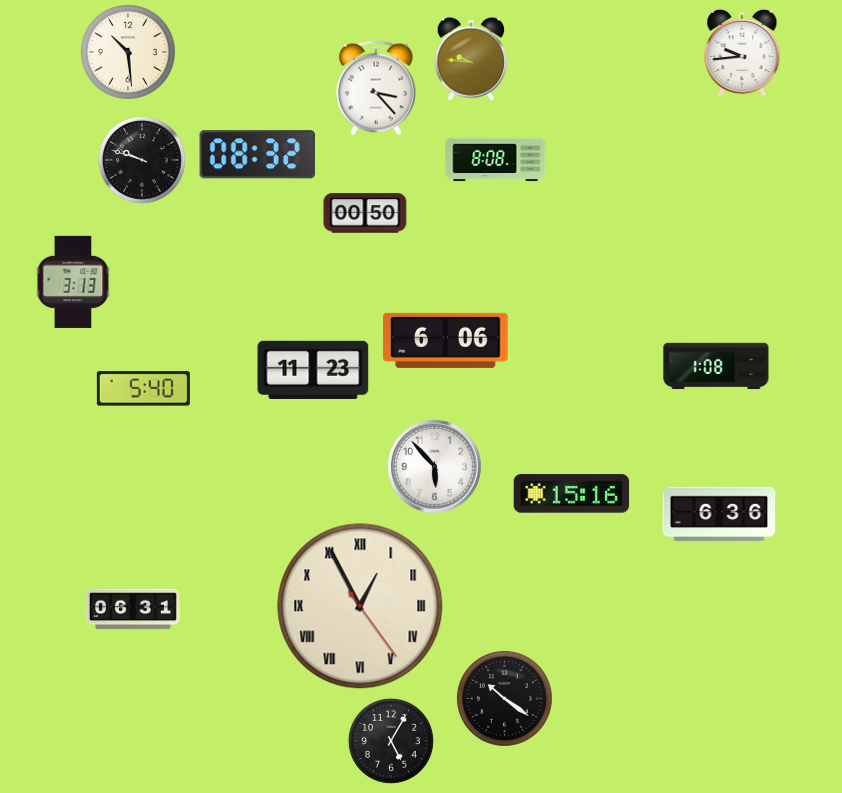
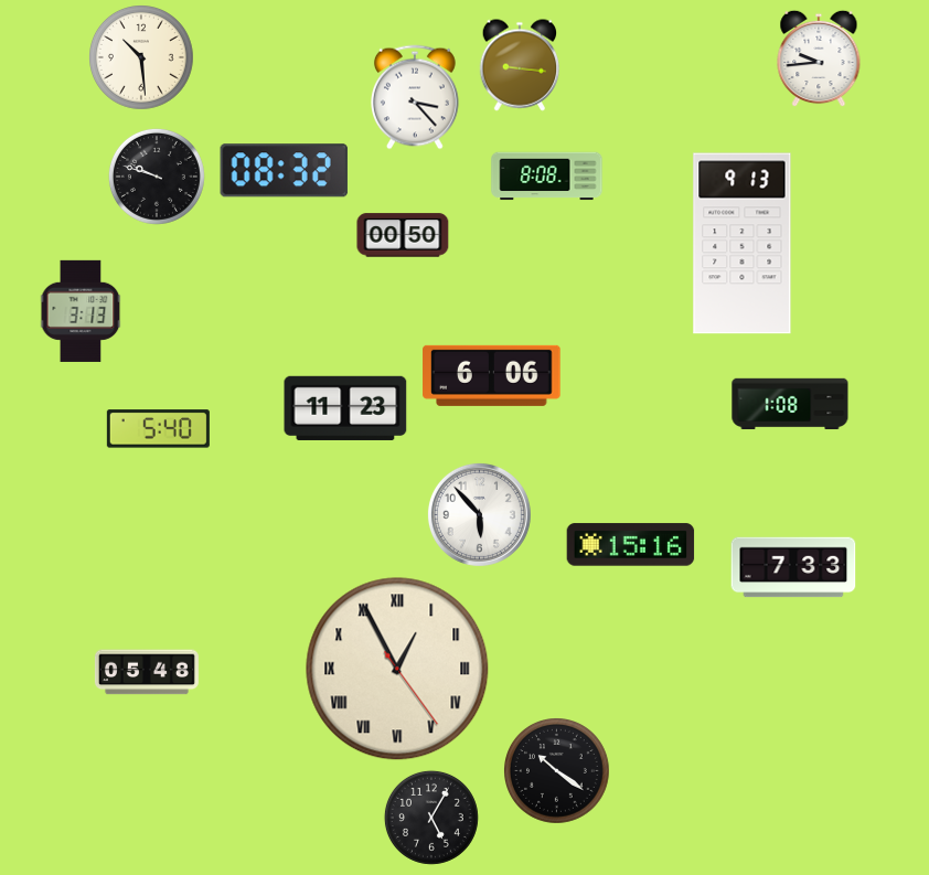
clock at (471, 59): 9:46 -> 9:16
clock at (743, 244): none -> 9:13
clock at (719, 514): 6:36 -> 7:33
clock at (133, 609): 06:31 -> 05:48
